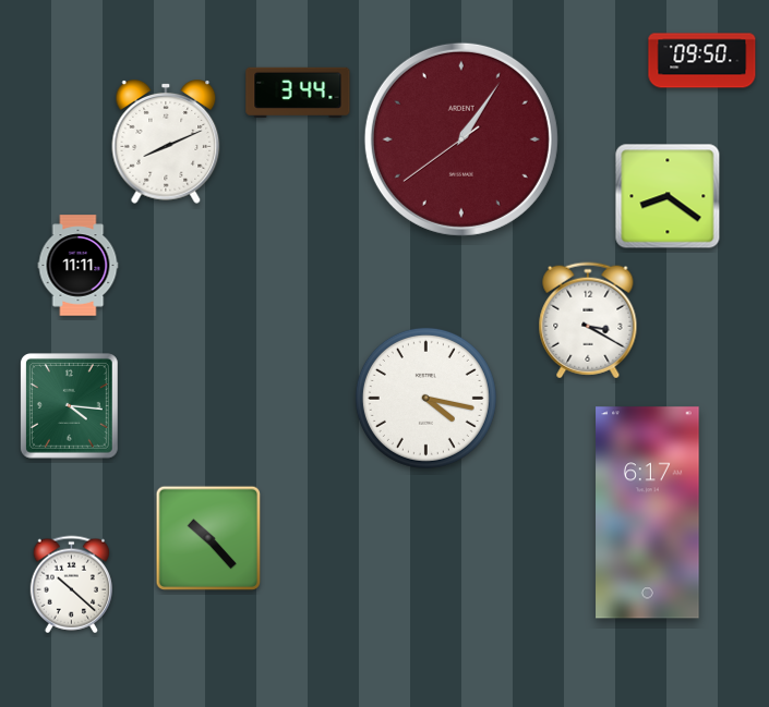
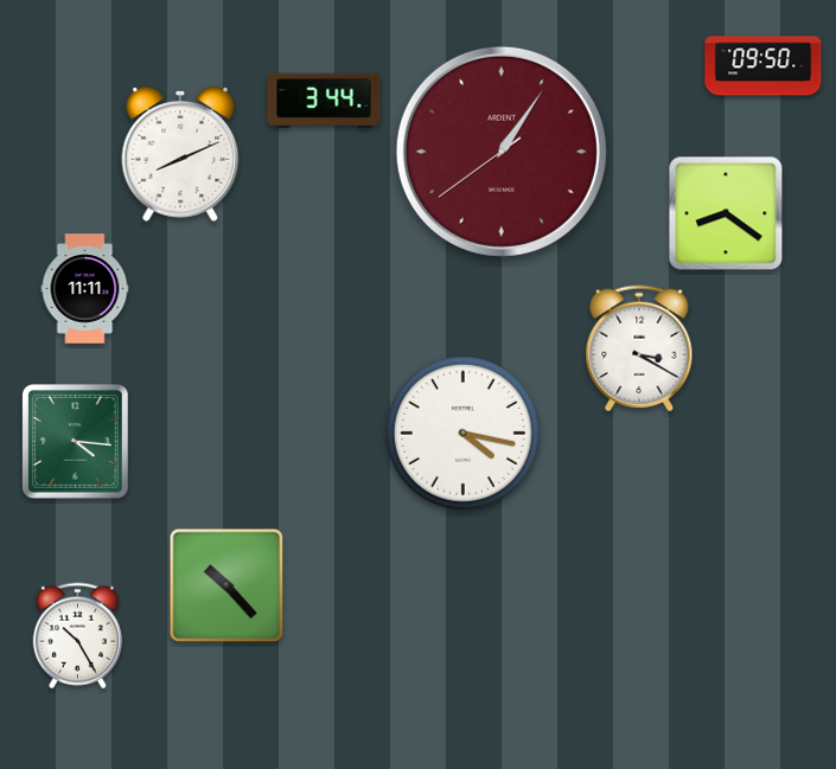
clock at (648, 513): 6:17 -> none
clock at (71, 585): 10:22 -> 10:25
